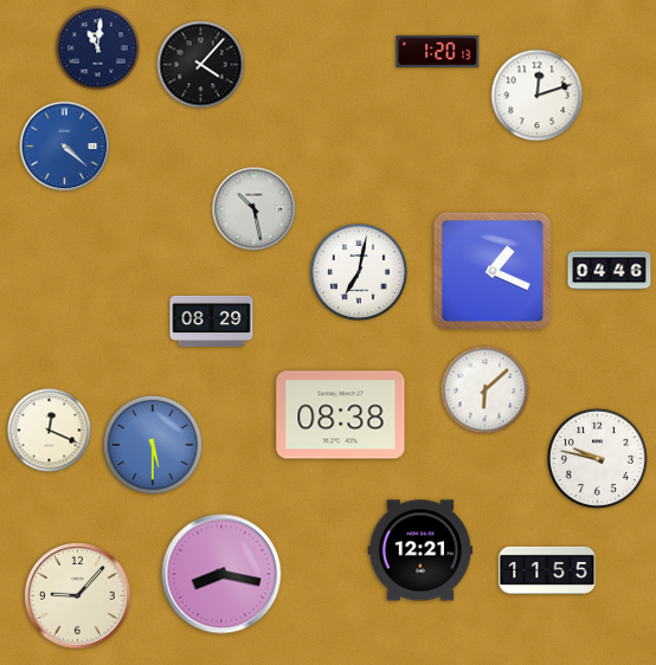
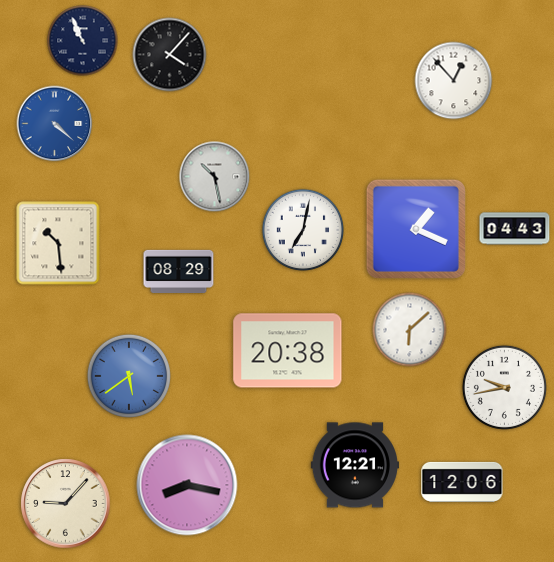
clock at (98, 49): 11:01 -> 10:56
clock at (438, 51): 1:20 -> none
clock at (538, 96): 12:12 -> 12:53
clock at (610, 271): 04:46 -> 04:43
clock at (58, 243): none -> 10:29
clock at (341, 415): 08:38 -> 20:38
clock at (50, 431): 12:19 -> none
clock at (153, 445): 5:30 -> 5:39
clock at (597, 458): 9:47 -> 9:43
clock at (547, 570): 11:55 -> 12:06
